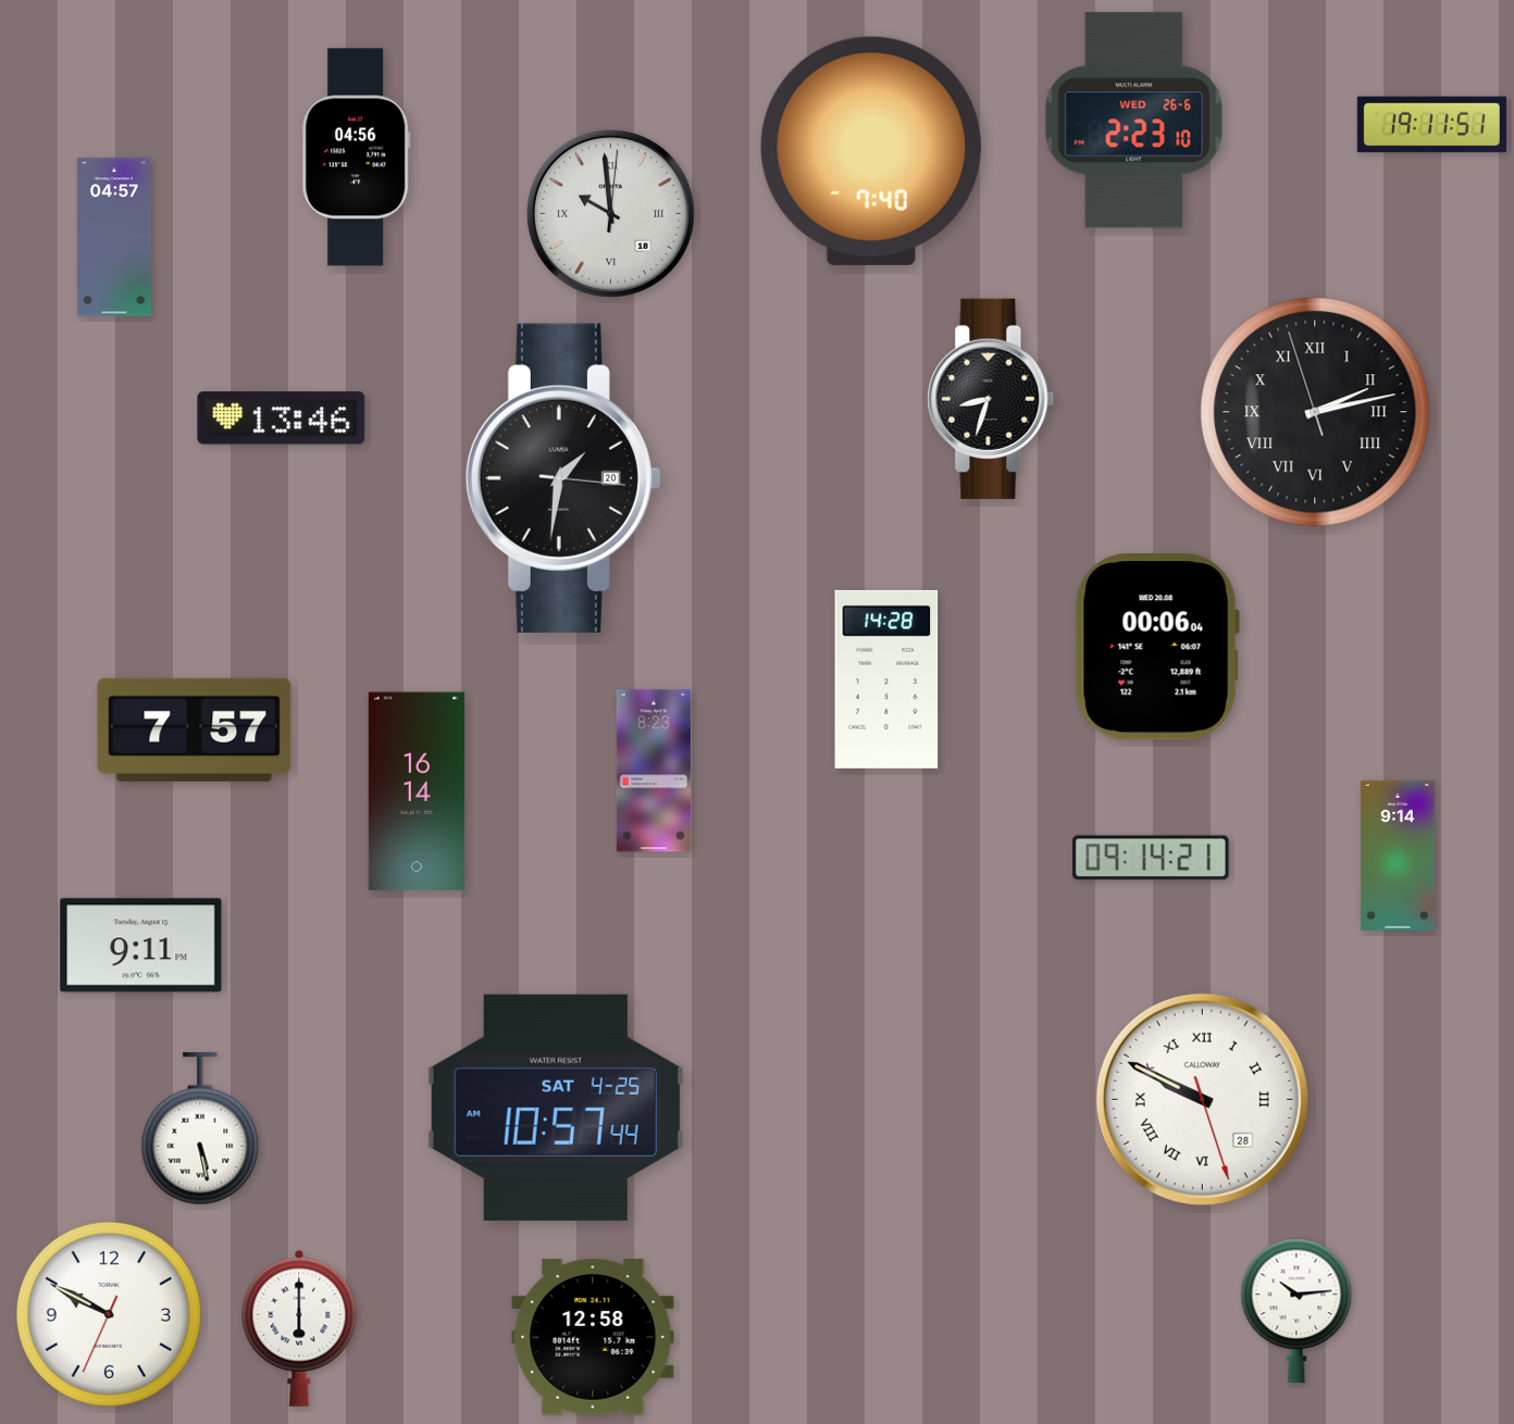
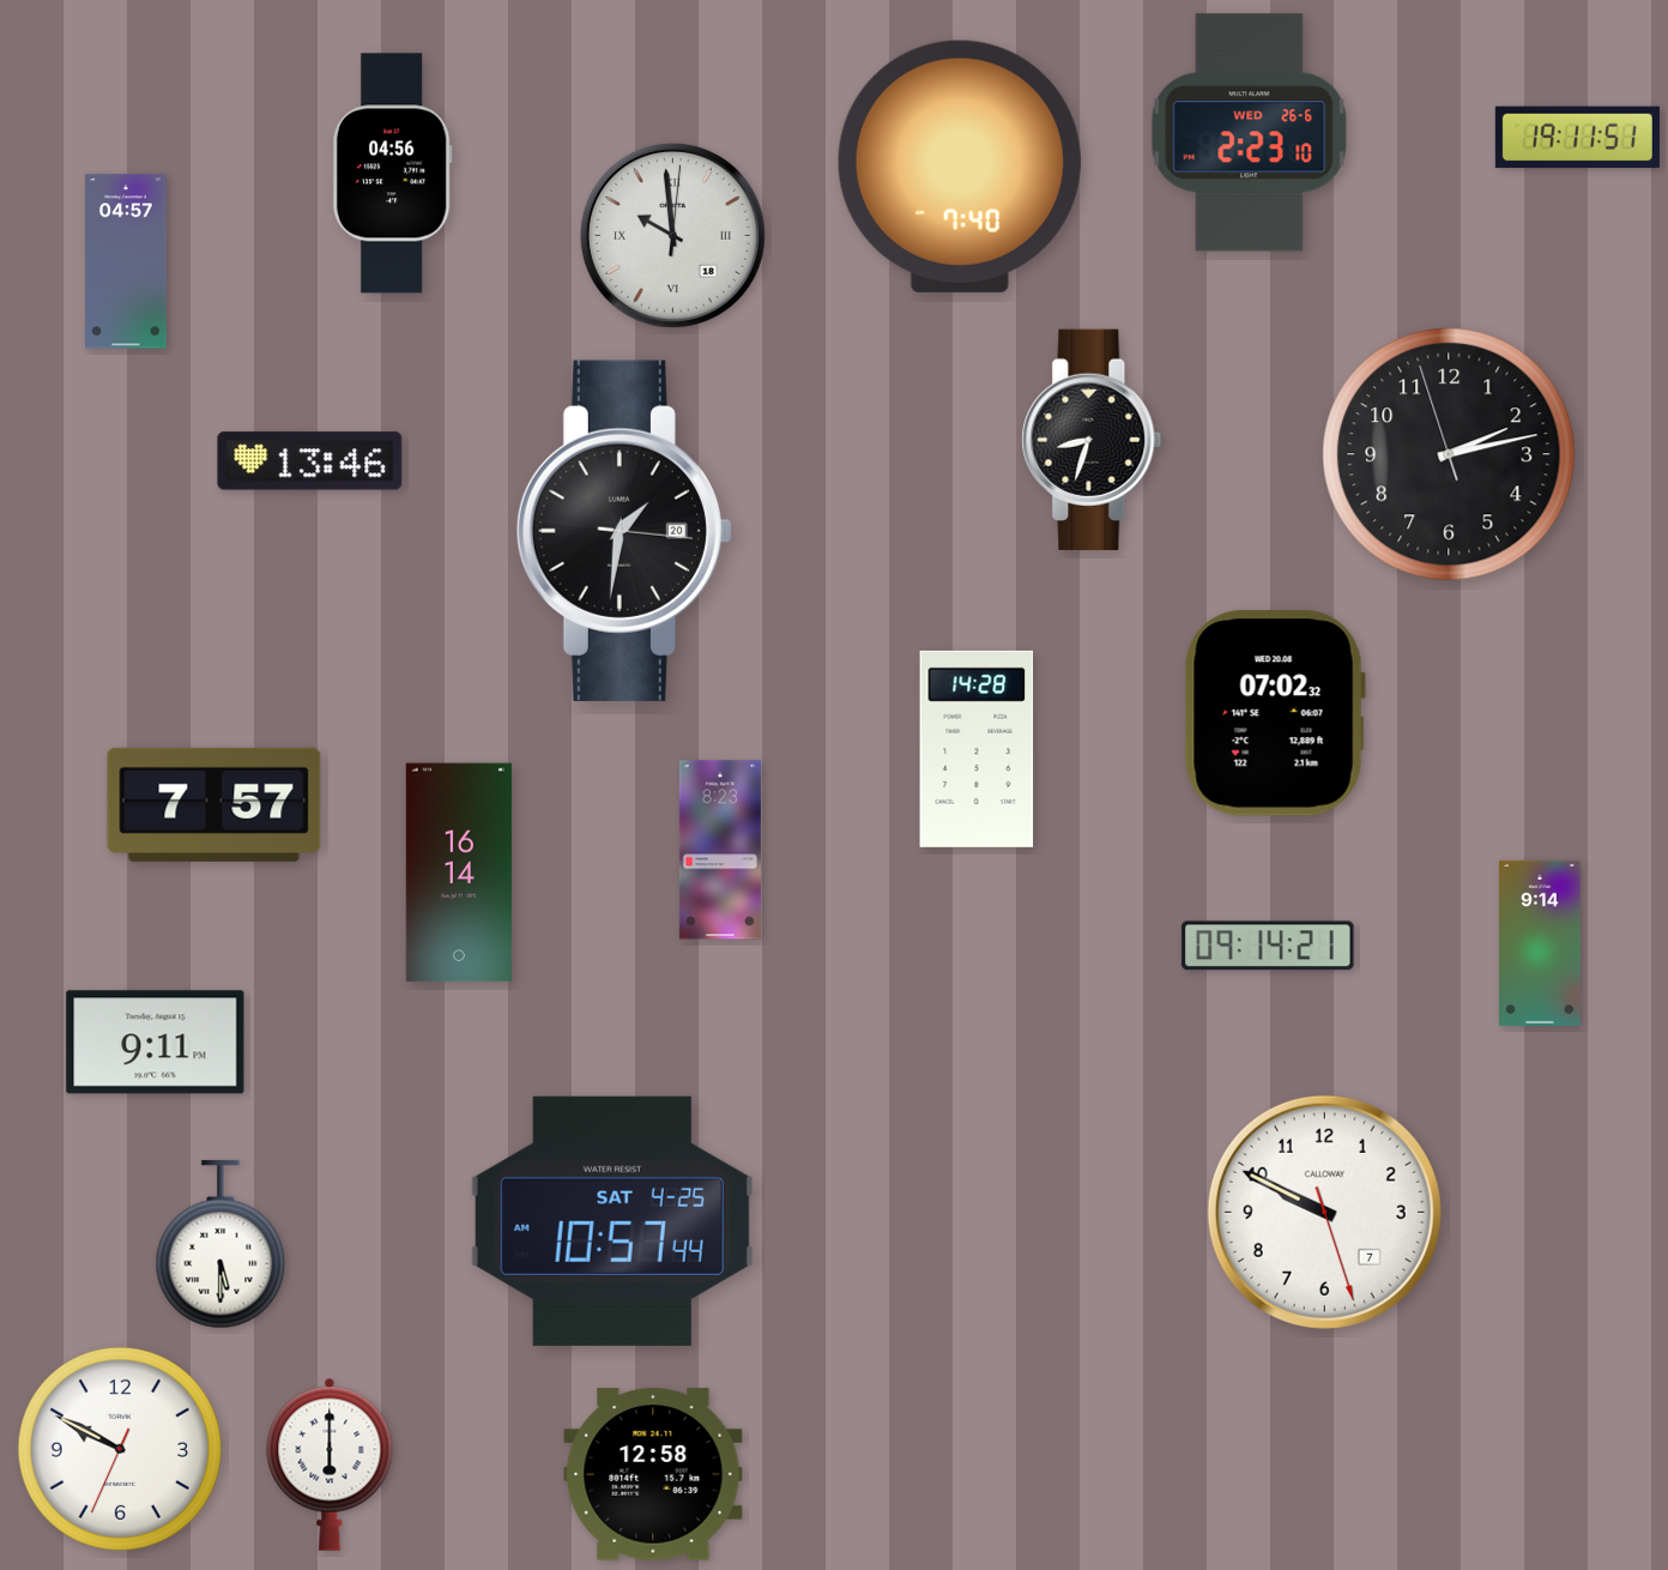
clock at (1315, 412) numerals: Roman -> Arabic
clock at (563, 478) position: (563, 478) -> (624, 531)
clock at (1157, 647): 00:06 -> 07:02
clock at (1202, 1099) date: 28 -> 7
clock at (1202, 1099) numerals: Roman -> Arabic
clock at (200, 1128): 5:28 -> 5:30
clock at (1296, 1311): 10:14 -> none
